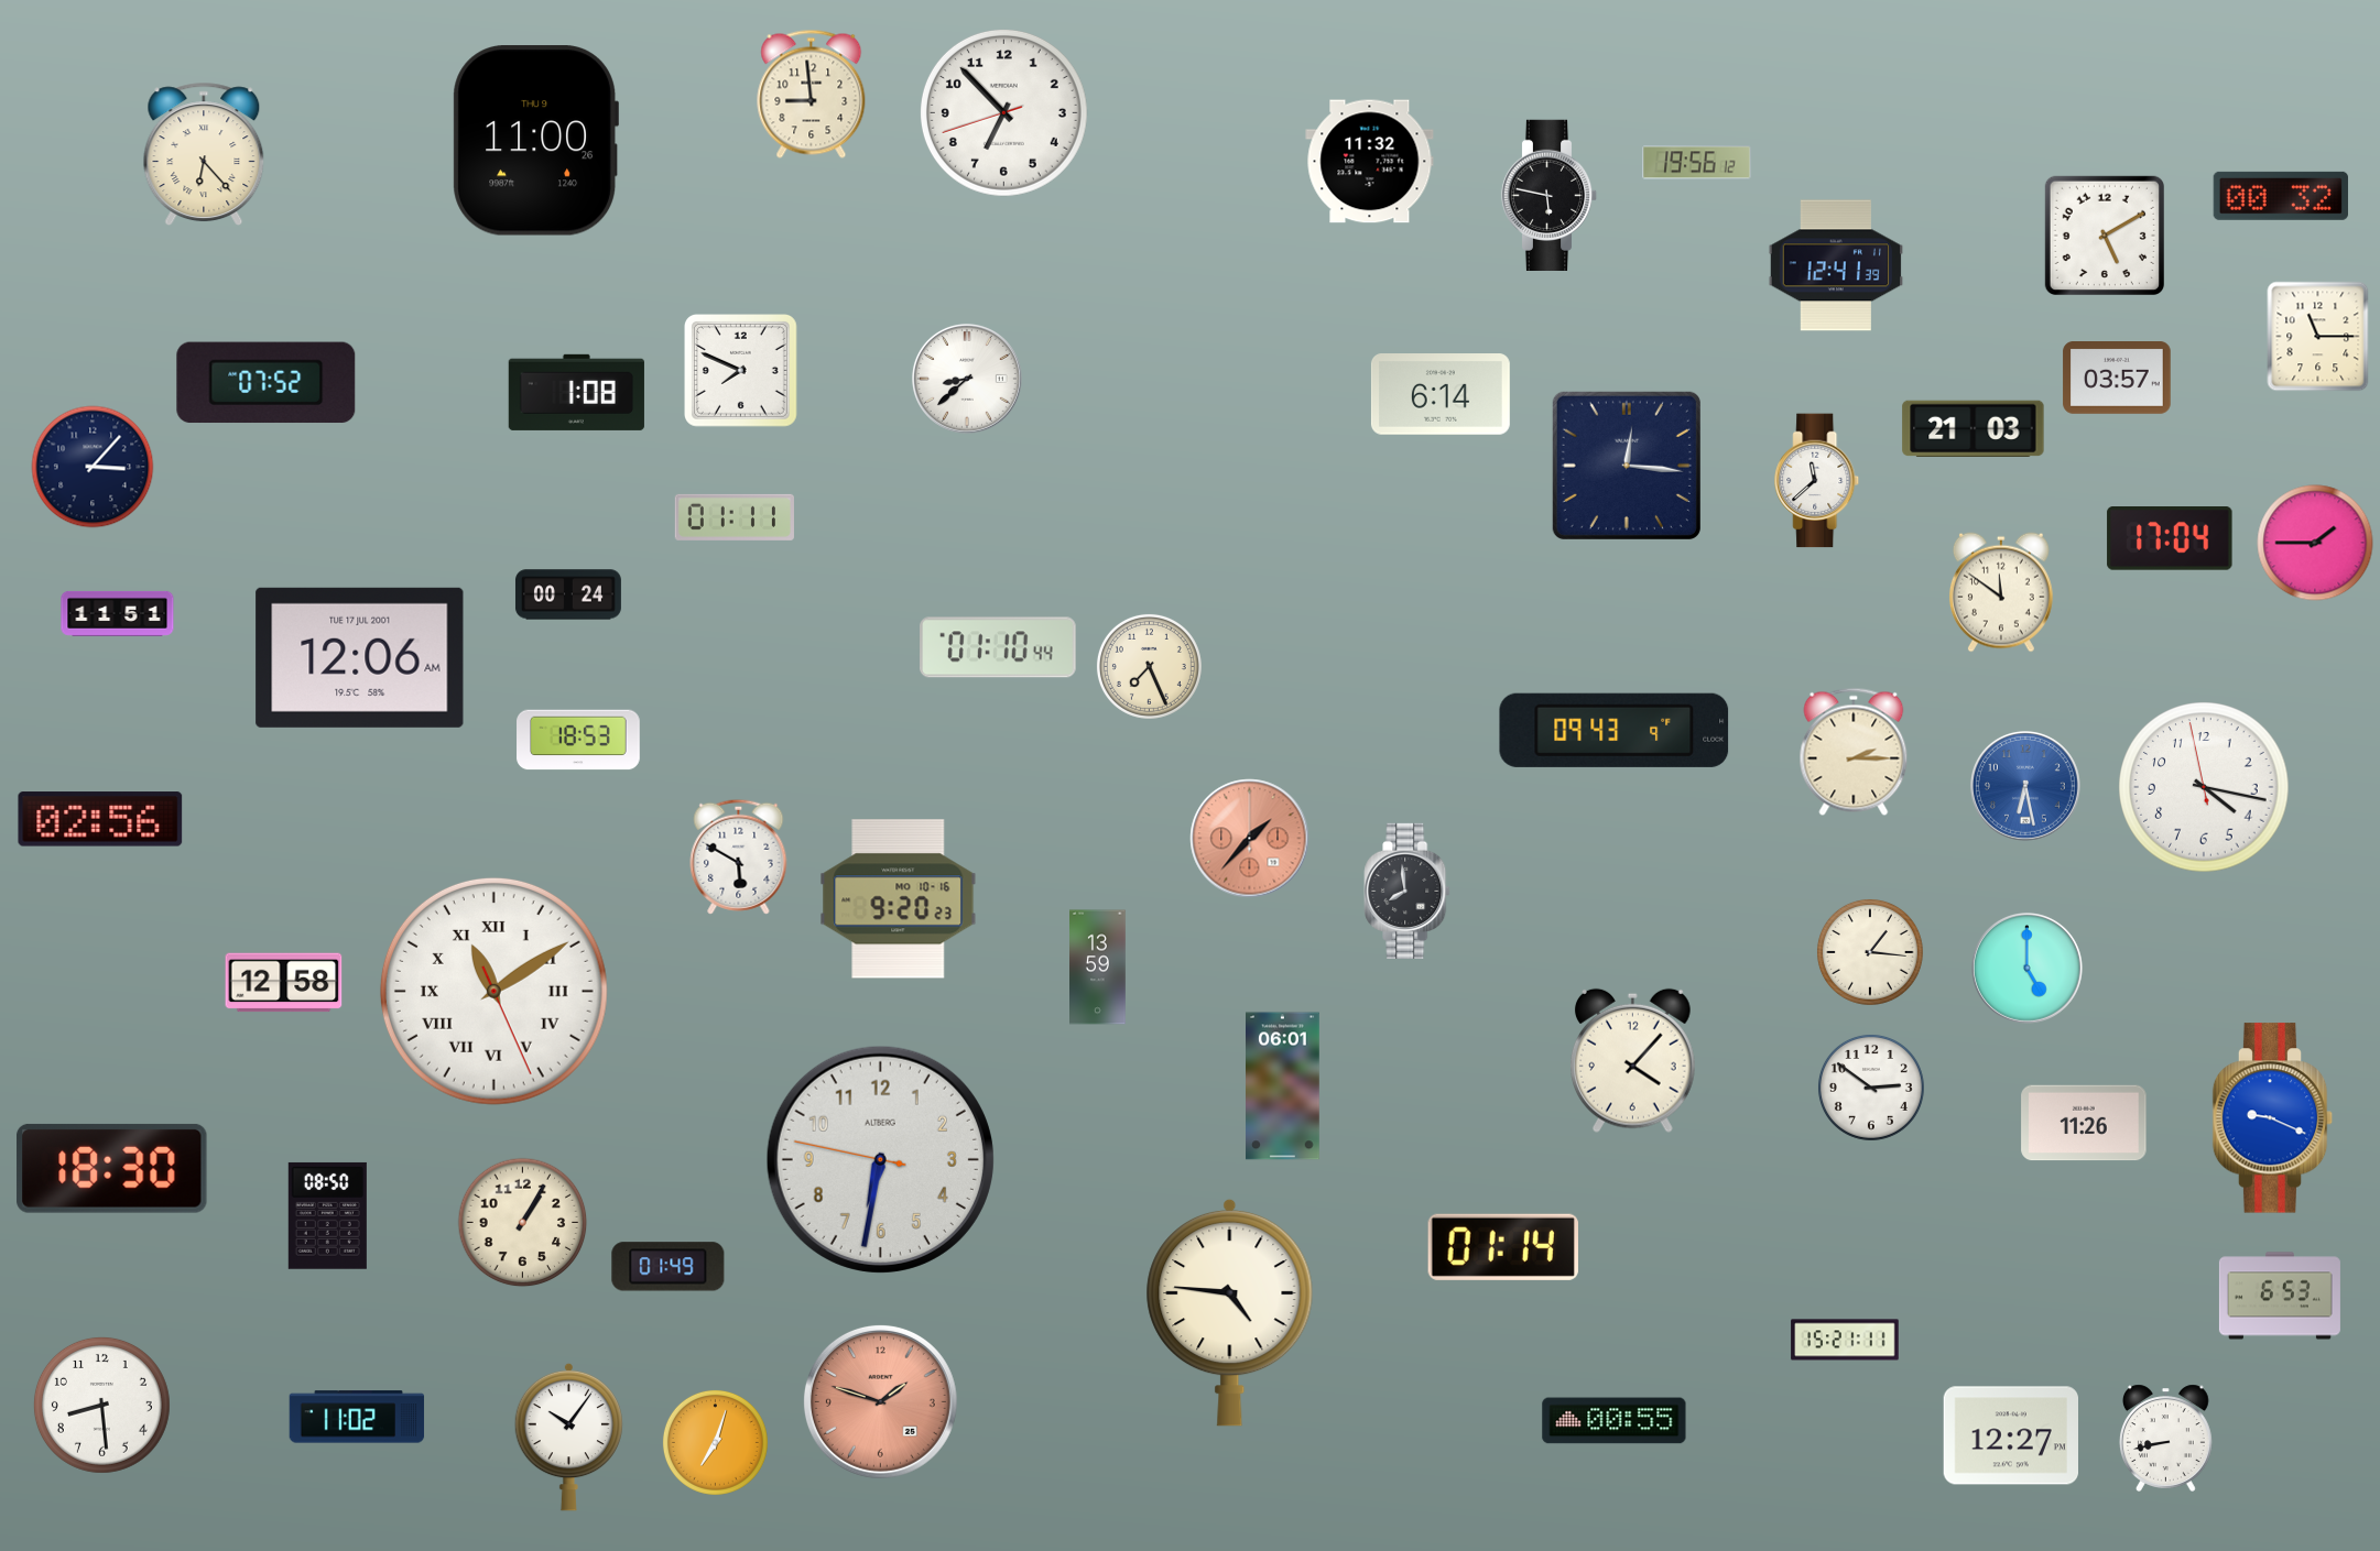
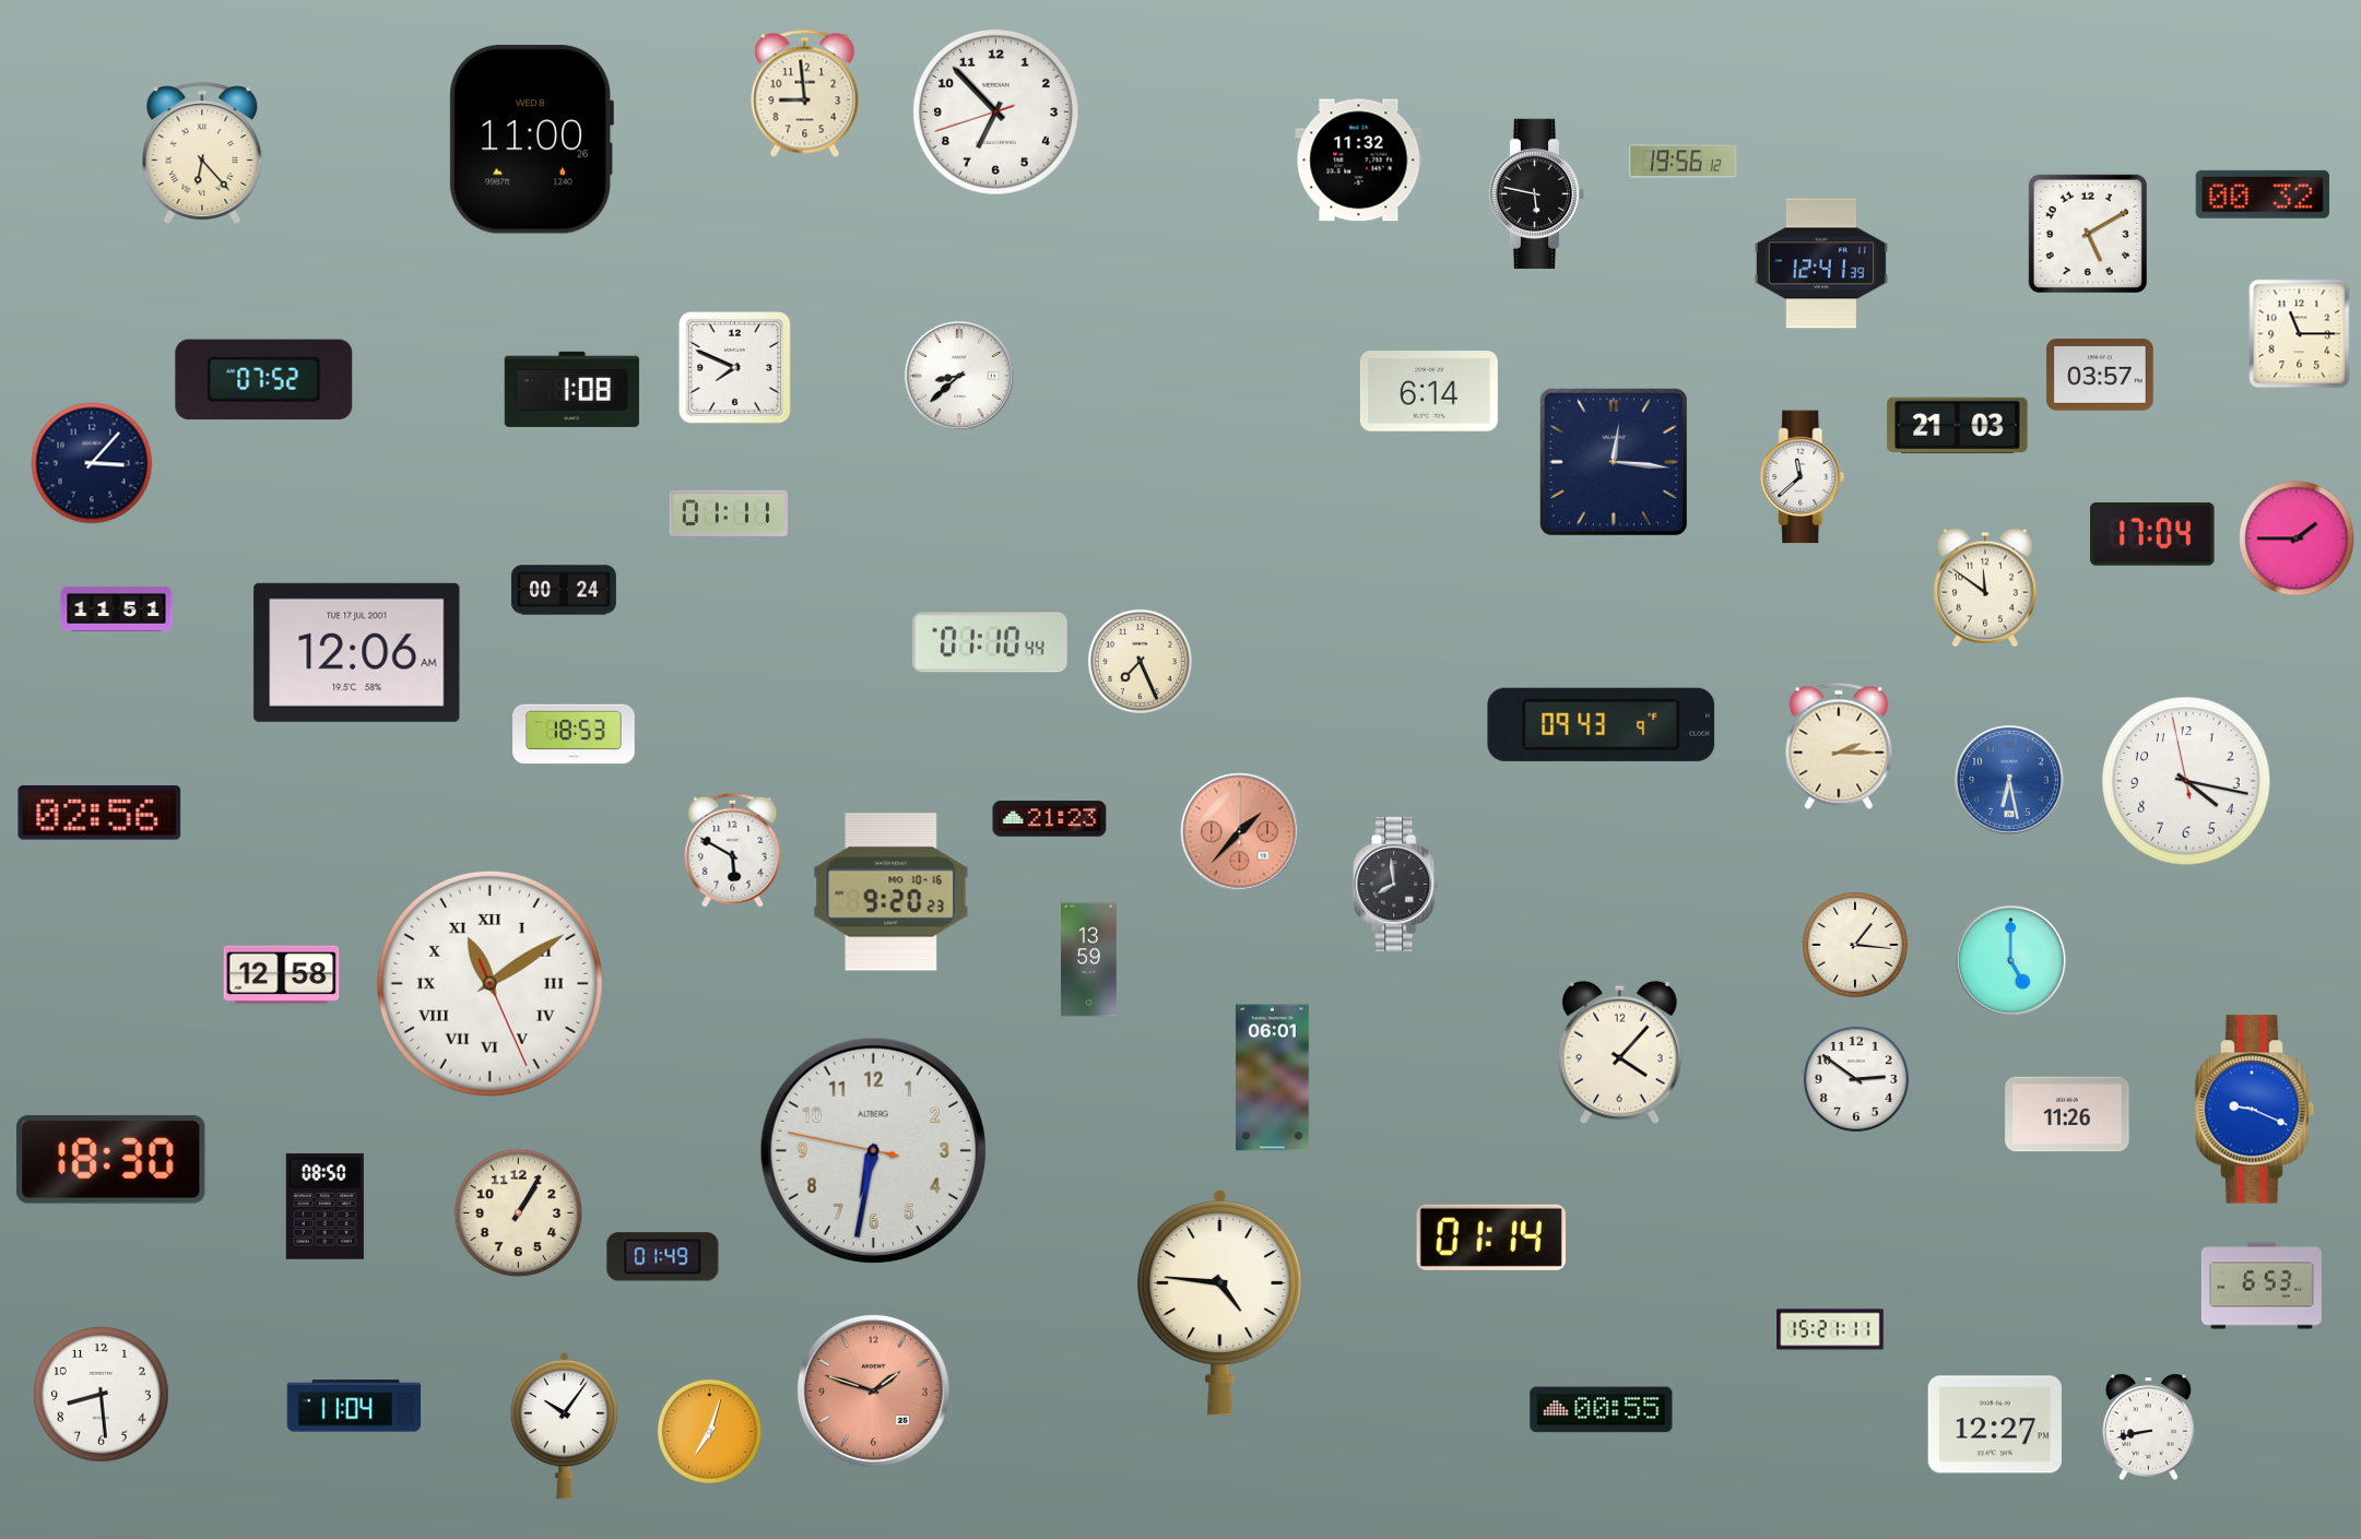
clock at (535, 141) date: THU 9 -> WED 8
clock at (1050, 819): none -> 21:23
clock at (357, 1417): 11:02 -> 11:04
